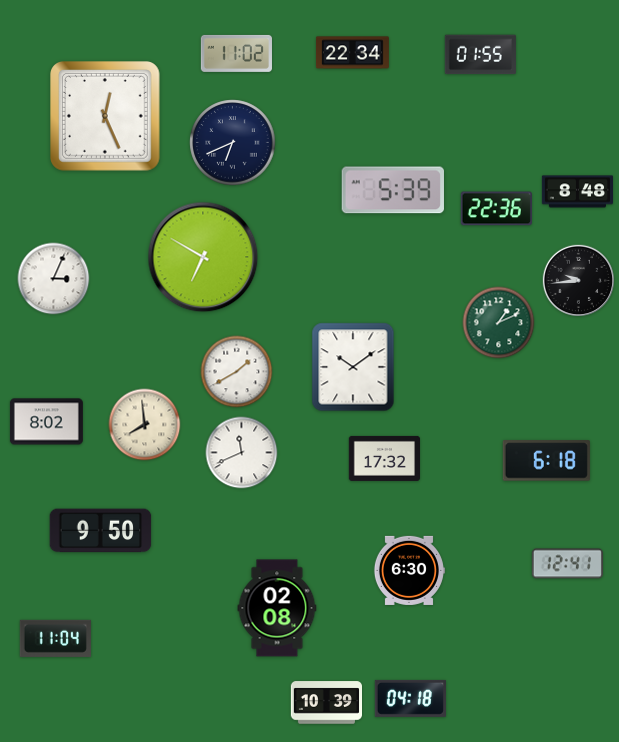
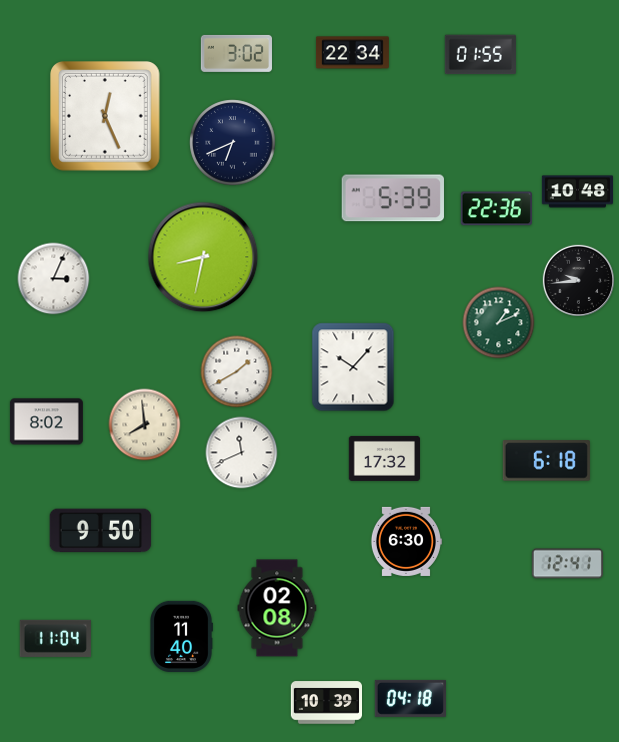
clock at (236, 53): 11:02 -> 3:02
clock at (393, 190) position: (393, 190) -> (393, 198)
clock at (577, 192): 8:48 -> 10:48
clock at (203, 257): 6:50 -> 8:32
clock at (353, 367): 10:09 -> 10:07
clock at (409, 570) position: (409, 570) -> (406, 541)
clock at (181, 636): none -> 11:40
